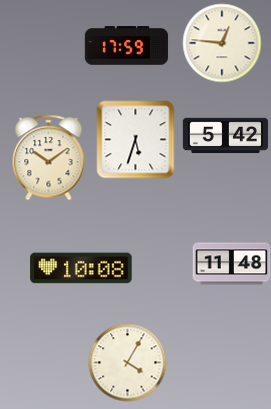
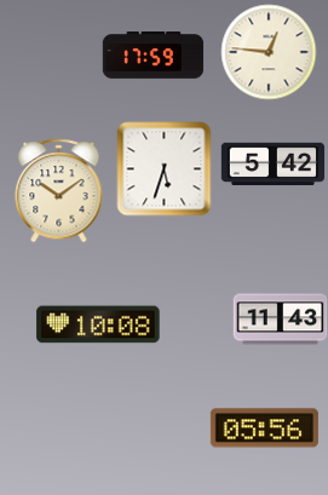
clock at (231, 264): 11:48 -> 11:43
clock at (264, 428): none -> 05:56
clock at (127, 362): 4:05 -> none
